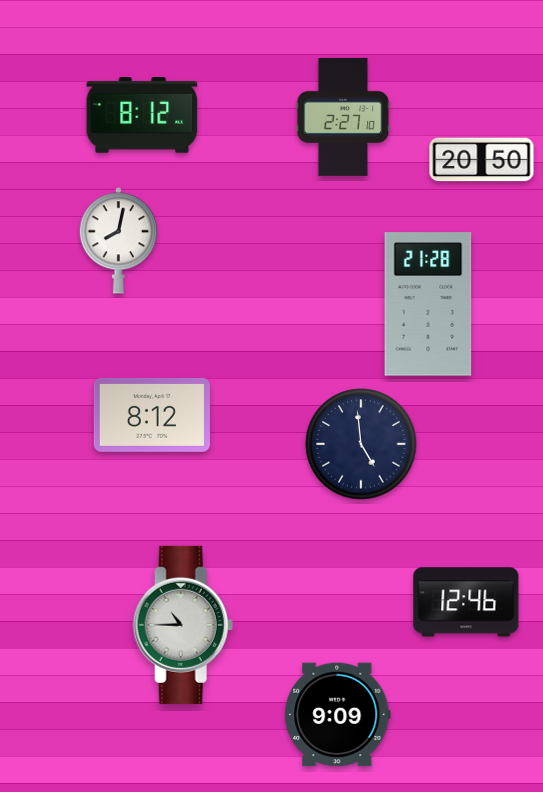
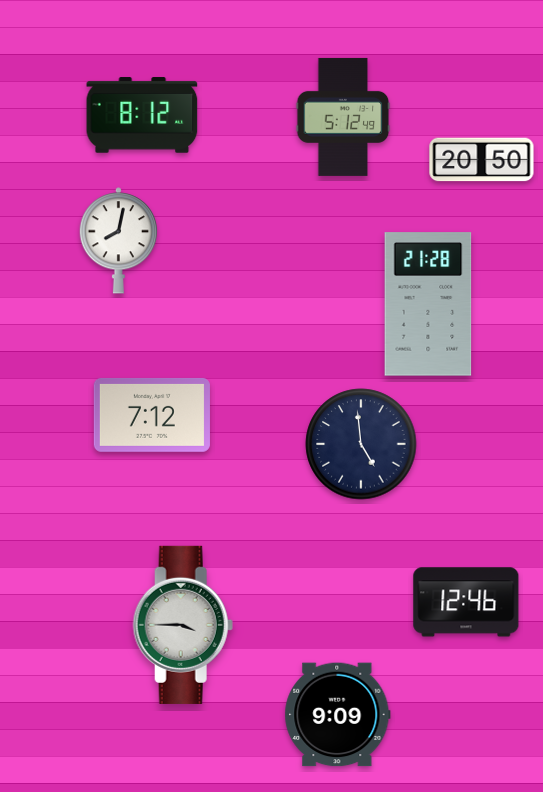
clock at (343, 117): 2:27 -> 5:12
clock at (152, 415): 8:12 -> 7:12
clock at (183, 625): 10:45 -> 3:45
